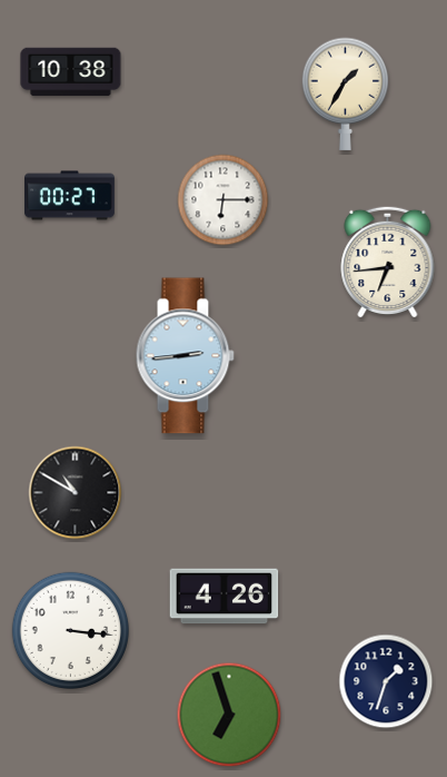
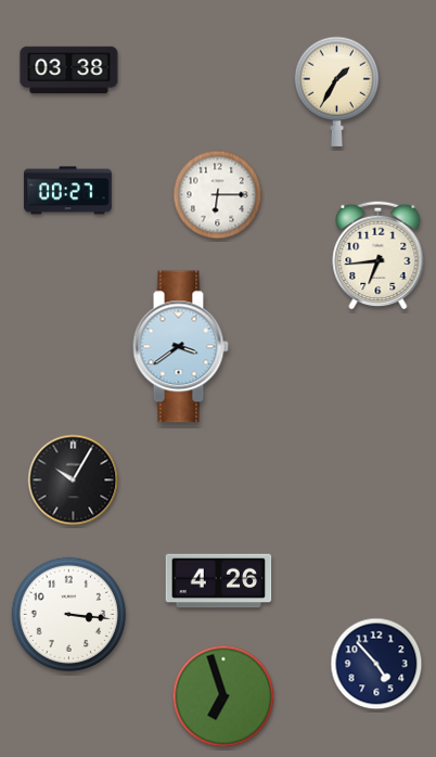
clock at (71, 72): 10:38 -> 03:38
clock at (185, 356): 2:44 -> 3:39
clock at (76, 493): 10:50 -> 10:05
clock at (386, 681): 1:33 -> 4:53
